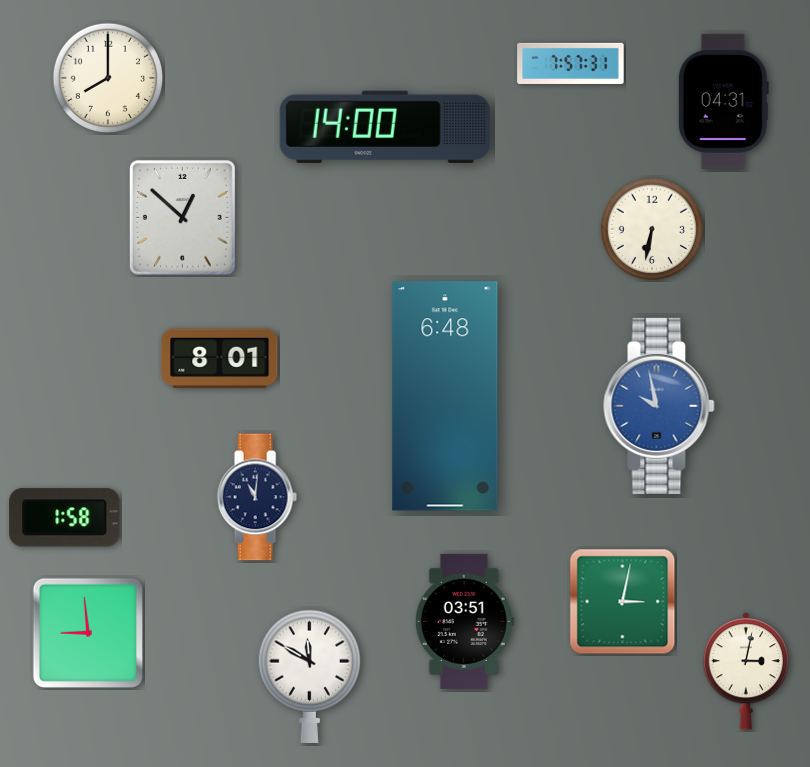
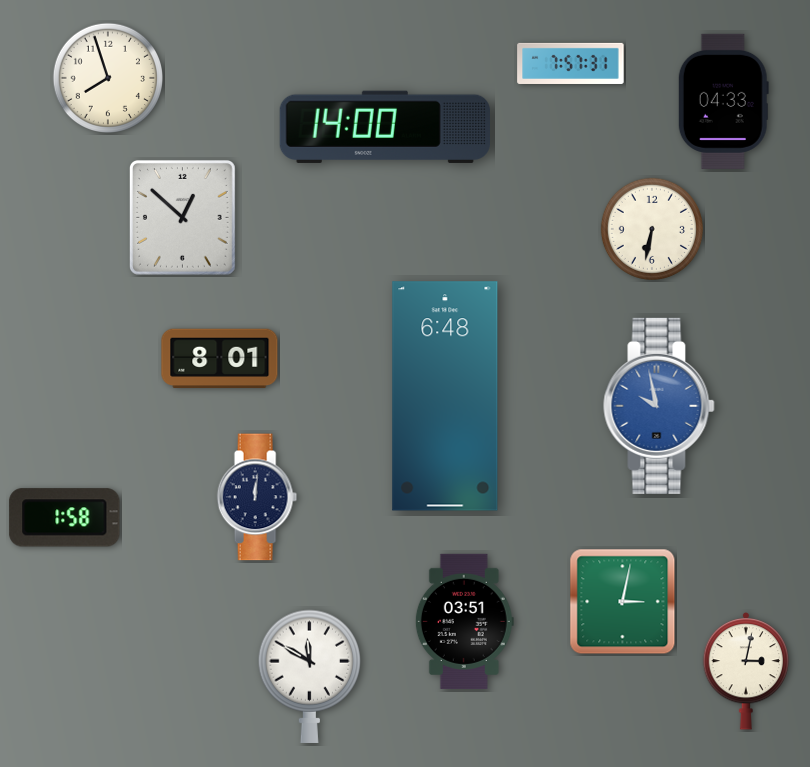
clock at (107, 77): 8:00 -> 7:57
clock at (723, 101): 04:31 -> 04:33
clock at (257, 497): 11:01 -> 12:01
clock at (88, 633): 8:59 -> none
